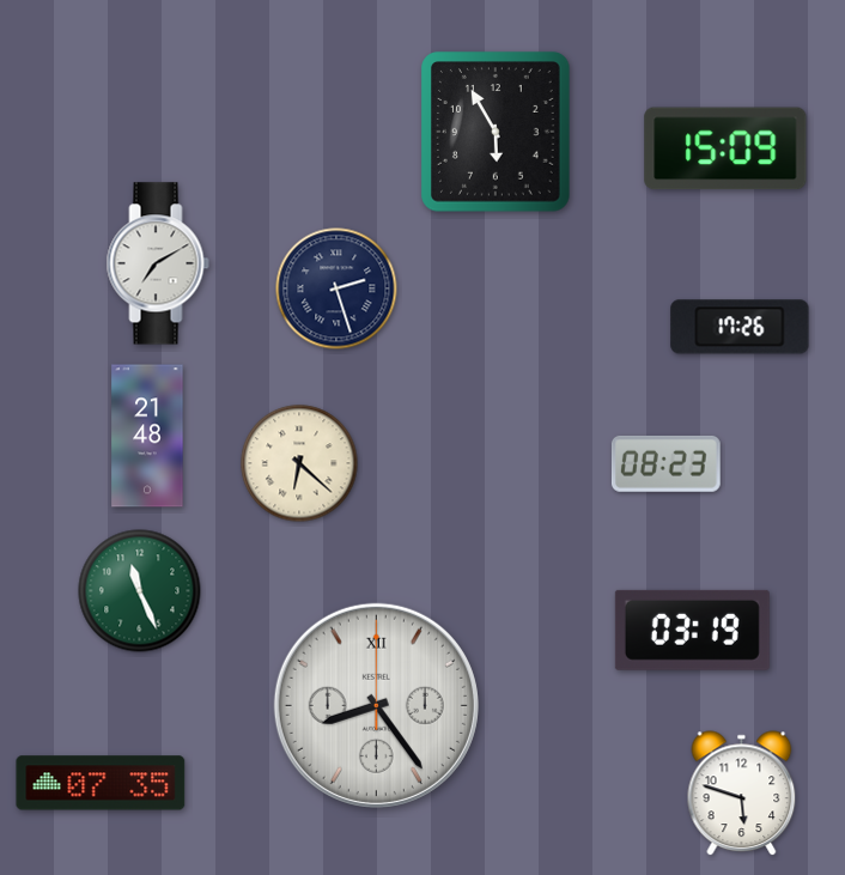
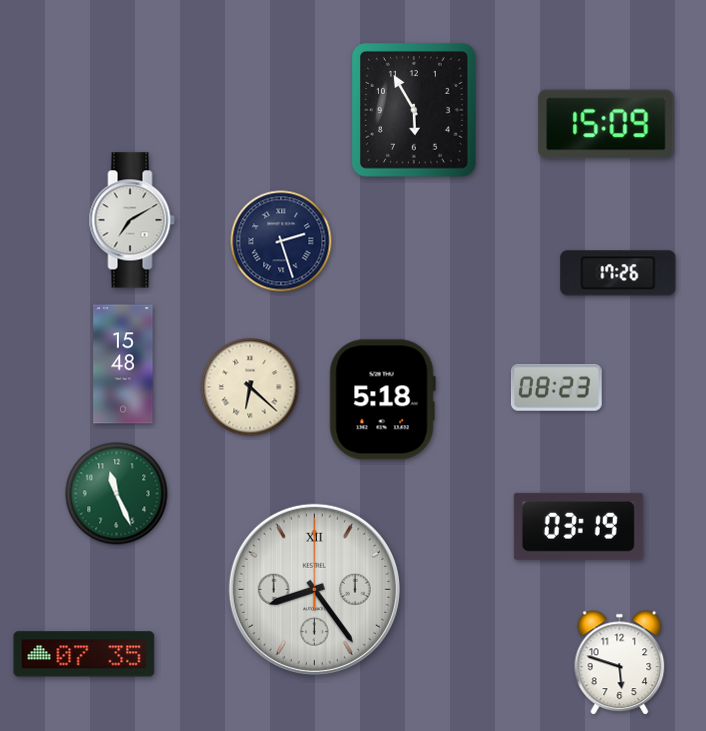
clock at (147, 436): 21:48 -> 15:48
clock at (382, 400): none -> 5:18
